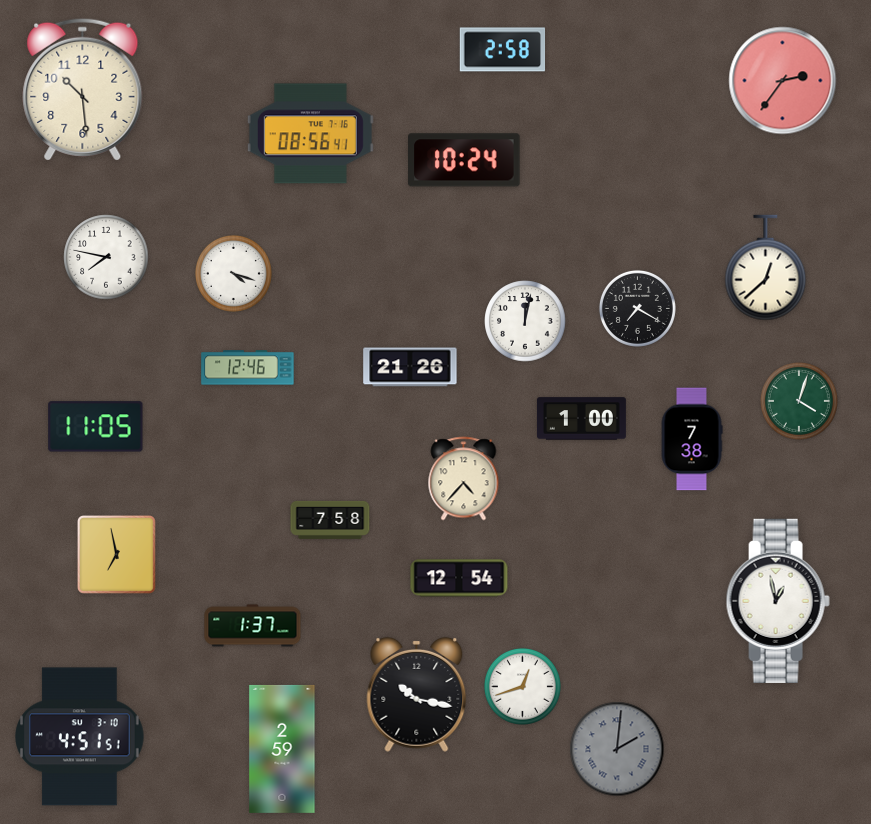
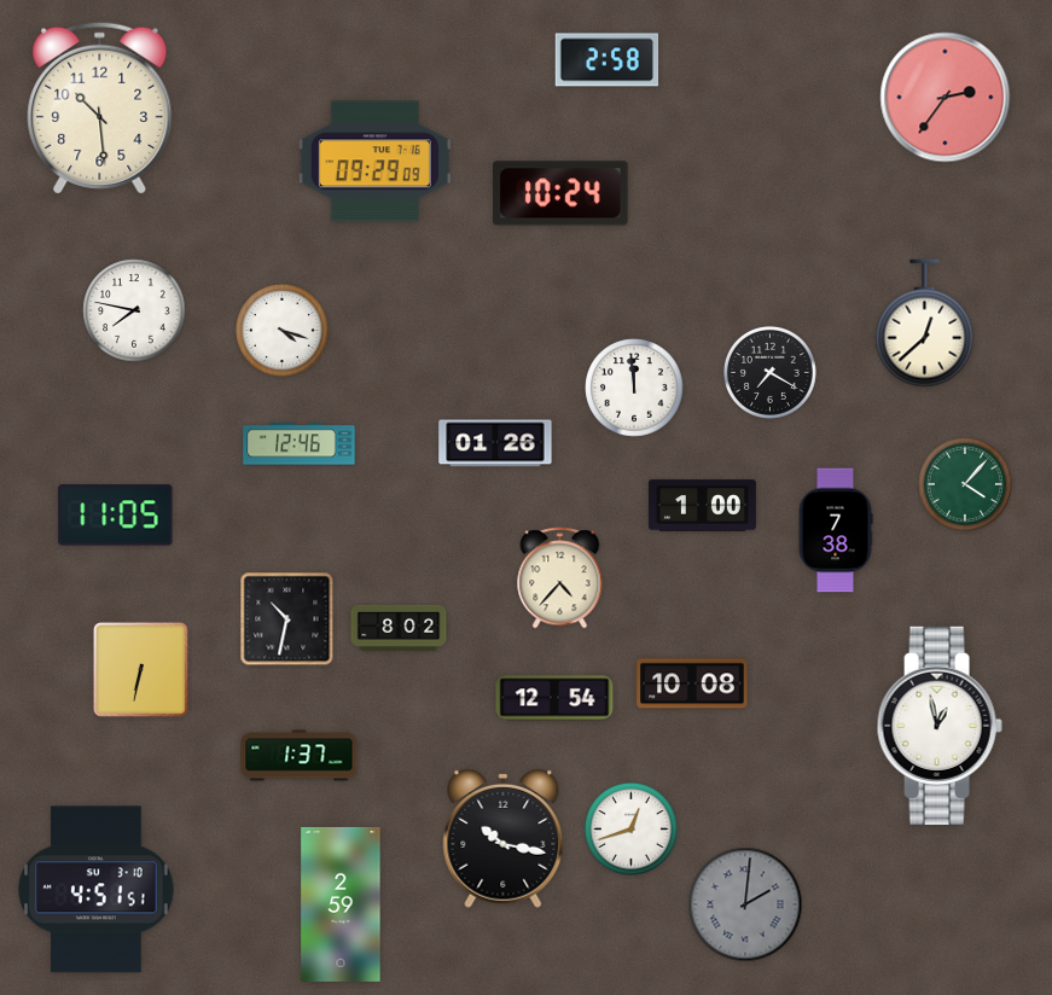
clock at (310, 134): 08:56 -> 09:29
clock at (106, 257) position: (106, 257) -> (134, 310)
clock at (525, 321): 12:02 -> 11:59
clock at (410, 367): 21:26 -> 01:26
clock at (799, 401): 4:03 -> 4:07
clock at (287, 619): none -> 10:32
clock at (330, 520): 7:58 -> 8:02
clock at (116, 554): 6:58 -> 6:32
clock at (692, 683): none -> 10:08
clock at (253, 626) position: (253, 626) -> (300, 756)
